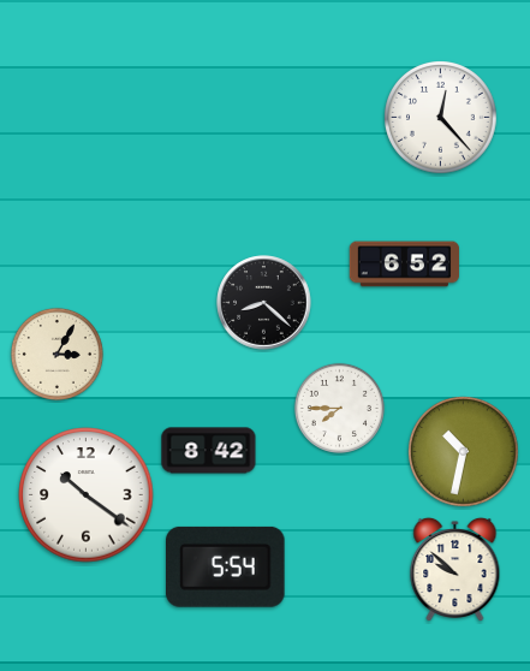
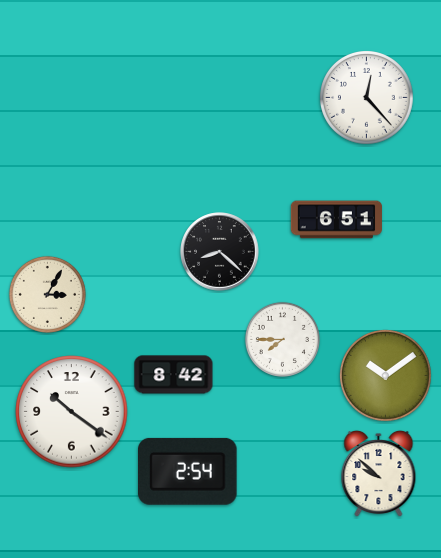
clock at (404, 265): 6:52 -> 6:51
clock at (464, 452): 10:32 -> 10:09
clock at (226, 566): 5:54 -> 2:54
